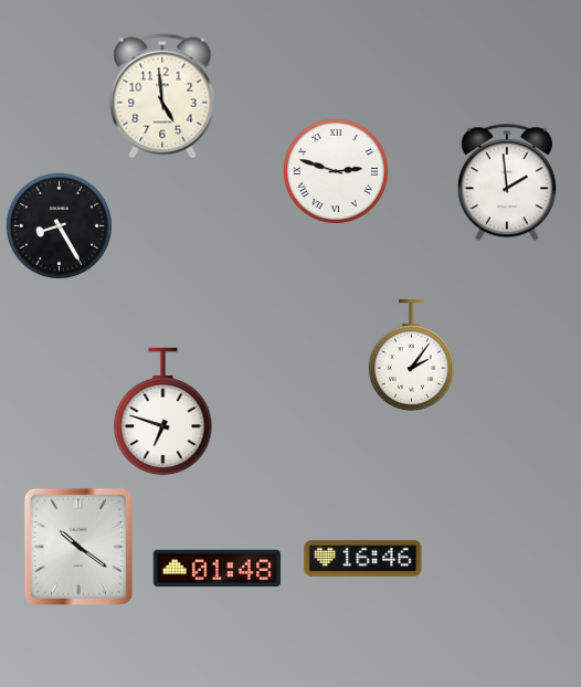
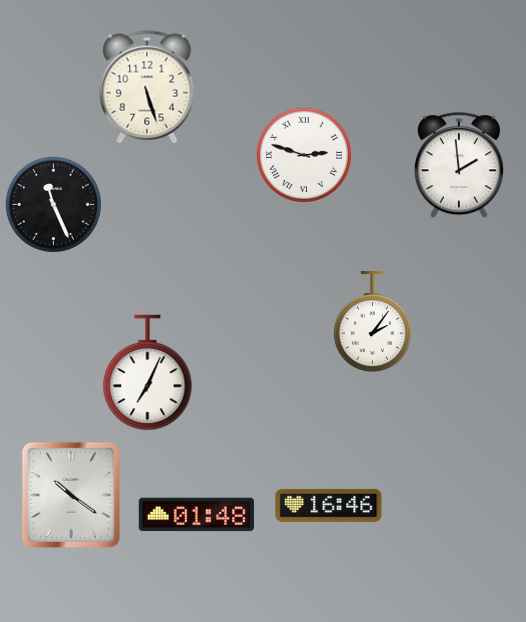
clock at (162, 96): 4:59 -> 5:27
clock at (59, 225): 8:25 -> 11:26
clock at (163, 412): 6:48 -> 7:04
